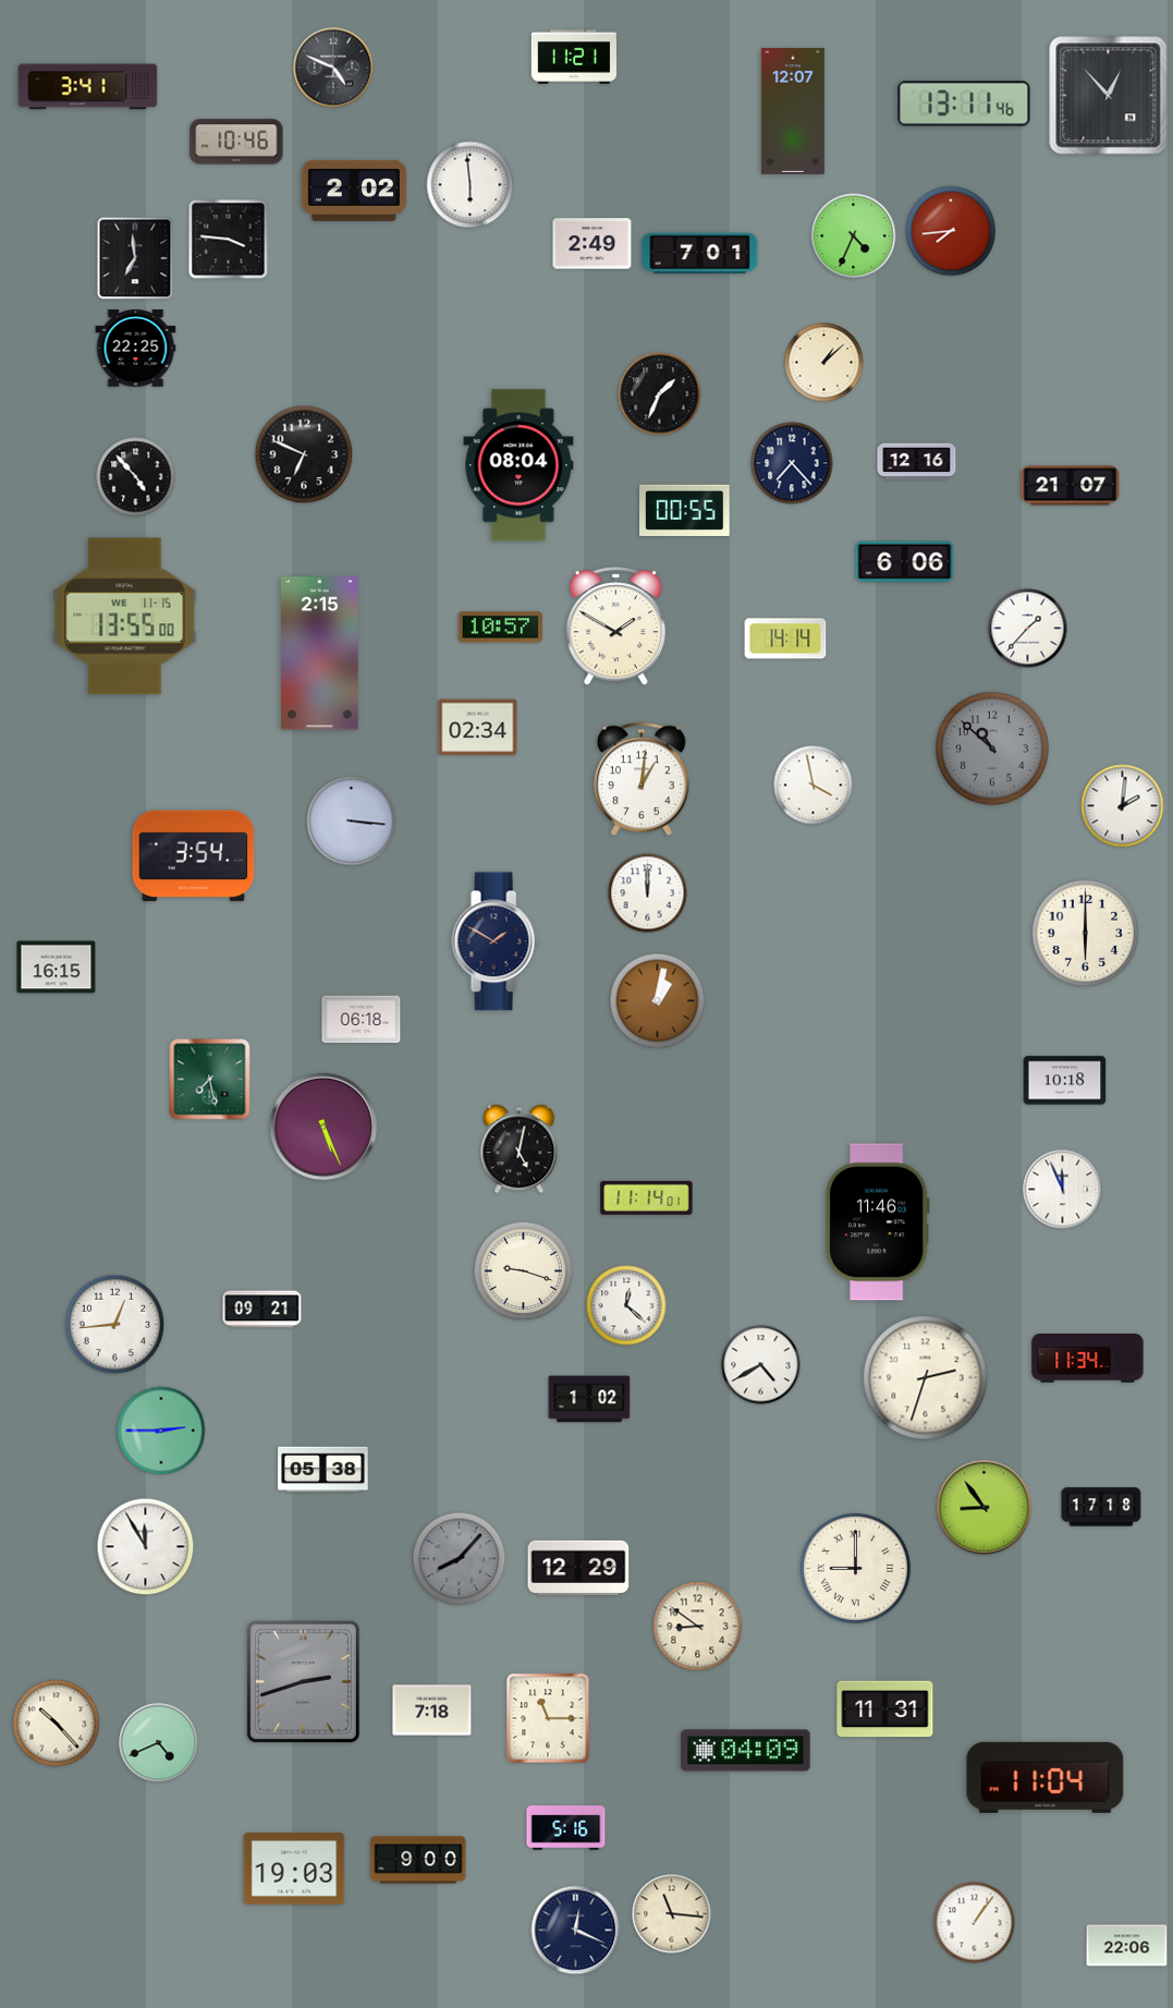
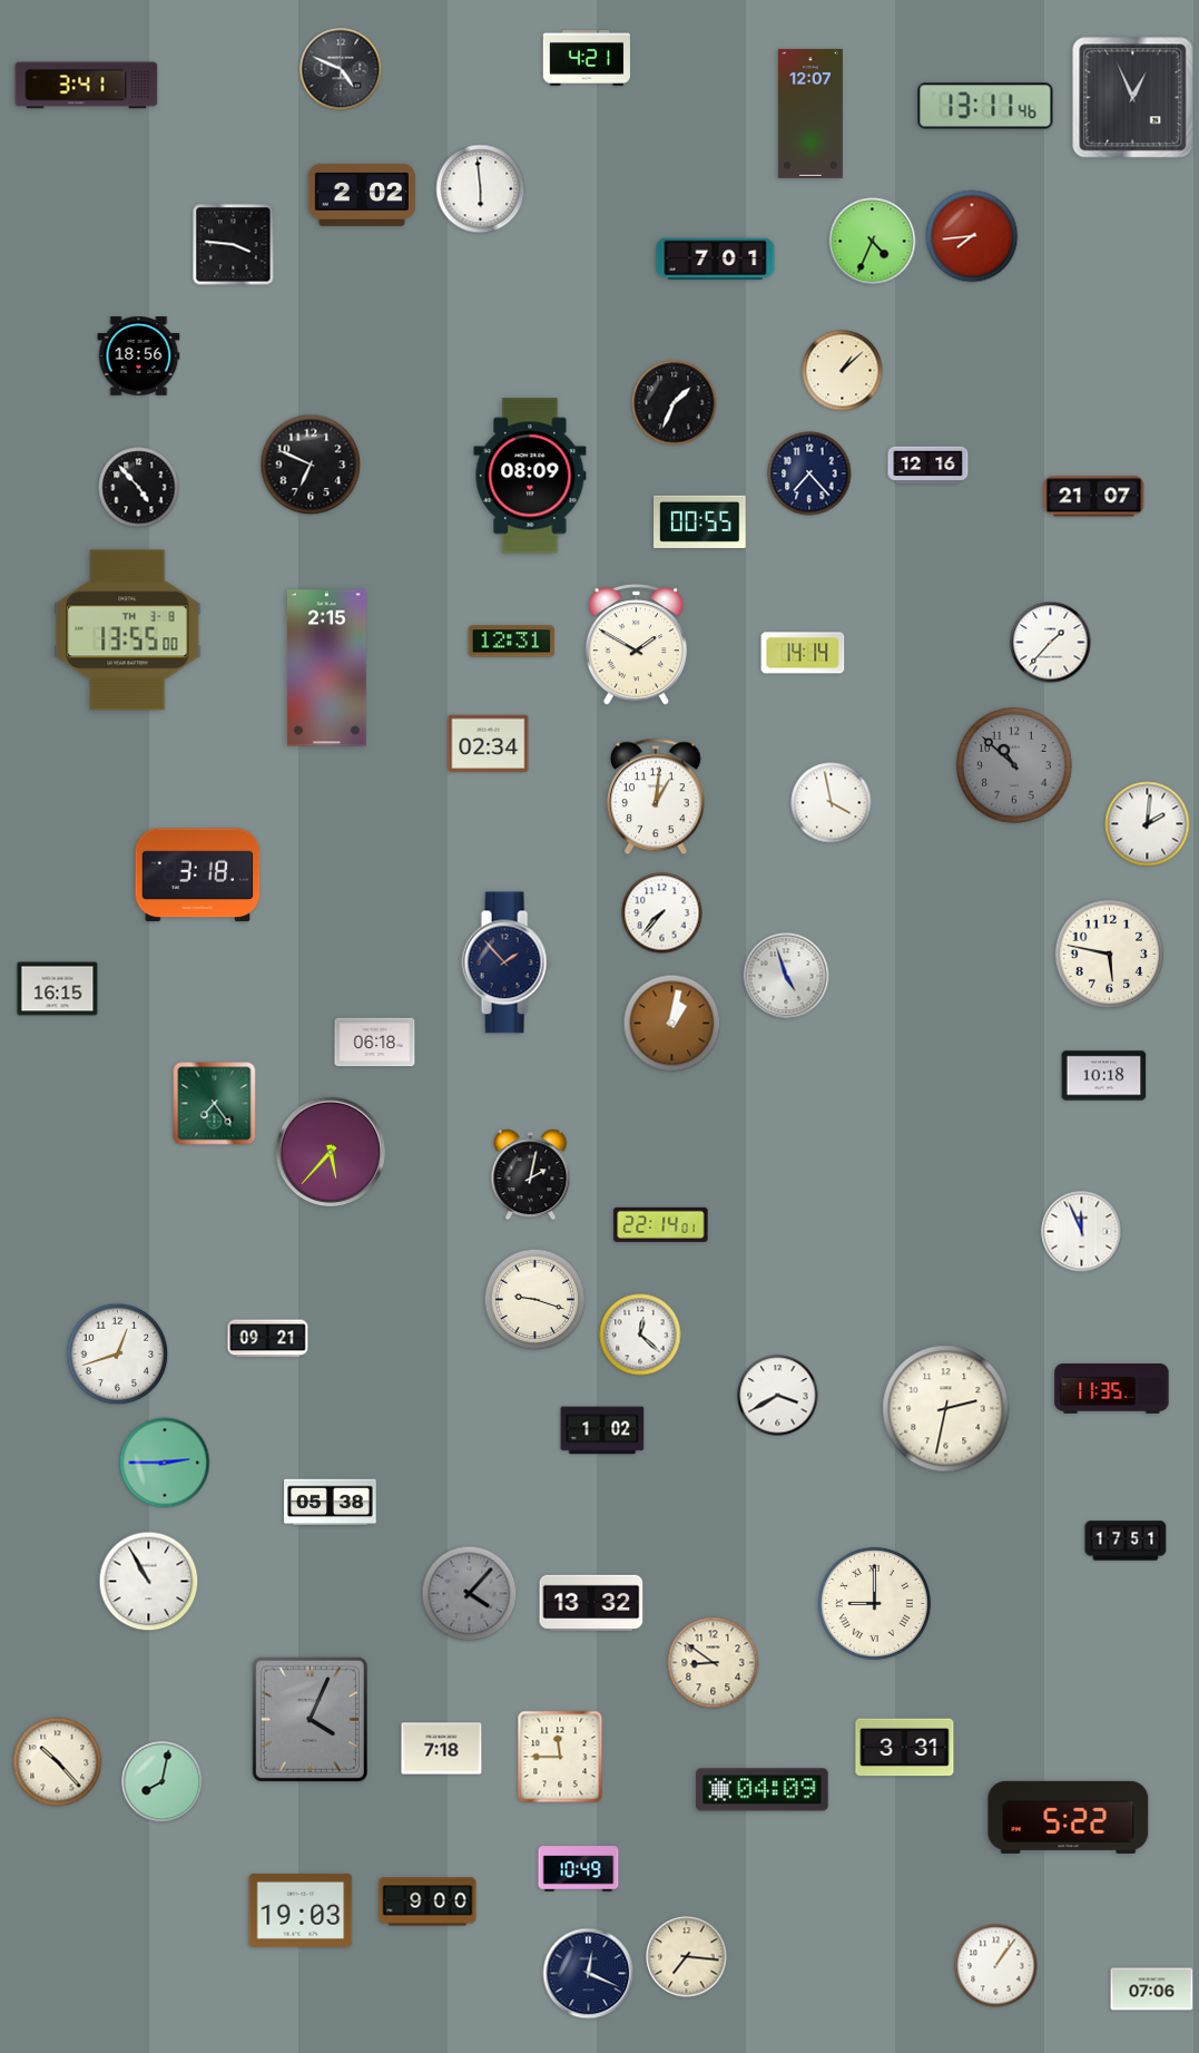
clock at (573, 58): 11:21 -> 4:21
clock at (88, 87) position: (88, 87) -> (87, 86)
clock at (1109, 96): 12:53 -> 12:56
clock at (236, 142): 10:46 -> none
clock at (592, 244): 2:49 -> none
clock at (135, 258): 6:59 -> none
clock at (136, 349): 22:25 -> 18:56
clock at (917, 462) position: (917, 462) -> (928, 466)
clock at (518, 465): 08:04 -> 08:09
clock at (905, 562): 6:06 -> none
clock at (125, 617) date: WE 11-15 -> TH 3-8
clock at (615, 626) position: (615, 626) -> (636, 645)
clock at (501, 628): 10:57 -> 12:31
clock at (352, 822): 3:16 -> none
clock at (194, 856): 3:54 -> 3:18
clock at (648, 893): 12:00 -> 7:37
clock at (1085, 933): 6:00 -> 5:47
clock at (496, 941): 1:50 -> 1:53
clock at (786, 976): none -> 4:57
clock at (362, 1020) position: (362, 1020) -> (375, 1043)
clock at (210, 1080): 7:28 -> 7:24
clock at (1065, 1081) position: (1065, 1081) -> (1104, 1076)
clock at (323, 1127): 5:26 -> 5:37
clock at (520, 1149): 5:02 -> 2:02
clock at (1063, 1190) position: (1063, 1190) -> (1082, 1232)
clock at (647, 1197): 11:14 -> 22:14
clock at (877, 1222): 11:46 -> none
clock at (115, 1325): 12:44 -> 12:42
clock at (1088, 1359): 11:34 -> 11:35
clock at (761, 1365): 4:40 -> 3:40
clock at (926, 1378): 2:33 -> 2:32
clock at (1101, 1507): 17:18 -> 17:51
clock at (985, 1508): 8:54 -> none
clock at (146, 1547): 11:55 -> 10:55
clock at (460, 1559): 8:07 -> 4:07
clock at (578, 1568): 12:29 -> 13:32
clock at (303, 1681): 2:42 -> 4:04
clock at (885, 1709): 11:31 -> 3:31
clock at (548, 1718): 11:15 -> 11:45
clock at (159, 1743): 4:41 -> 8:02
clock at (1046, 1777): 11:04 -> 5:22
clock at (566, 1828): 5:16 -> 10:49
clock at (672, 1914): 11:16 -> 7:16
clock at (1127, 1946): 22:06 -> 07:06
